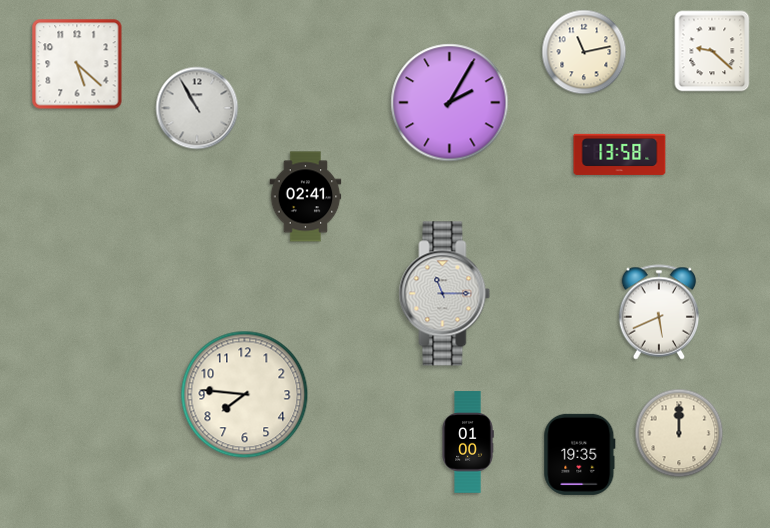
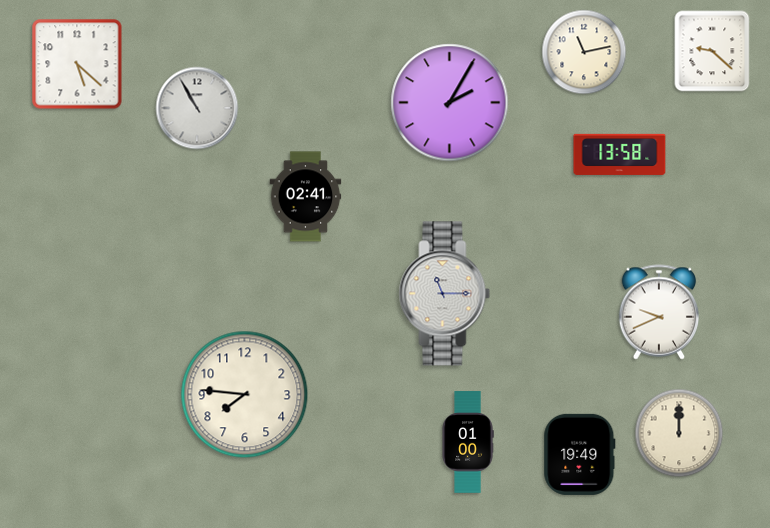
clock at (659, 312): 5:41 -> 9:41
clock at (580, 454): 19:35 -> 19:49
